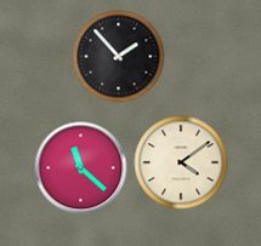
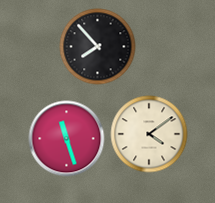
clock at (119, 57): 1:53 -> 7:53
clock at (81, 168): 11:22 -> 11:27
